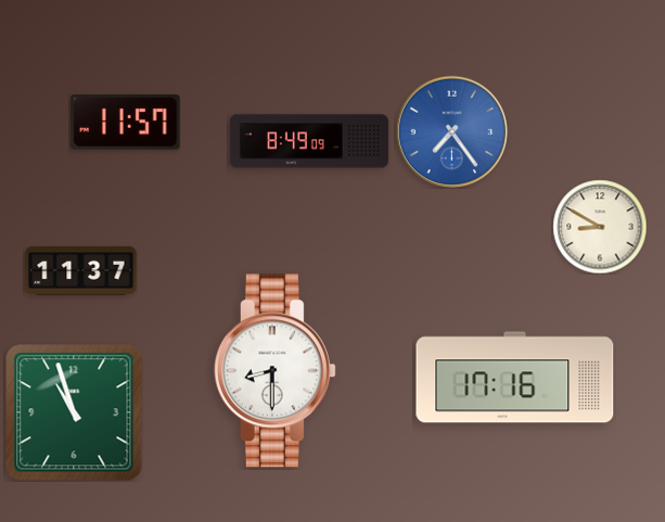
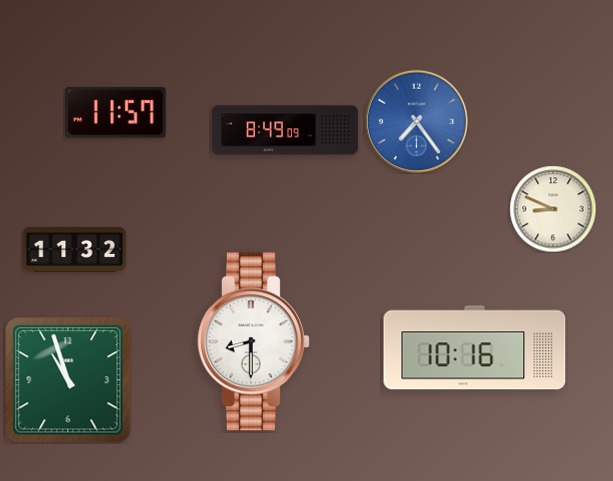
clock at (600, 227): 8:50 -> 8:49
clock at (81, 271): 11:37 -> 11:32
clock at (515, 378): 17:16 -> 10:16
